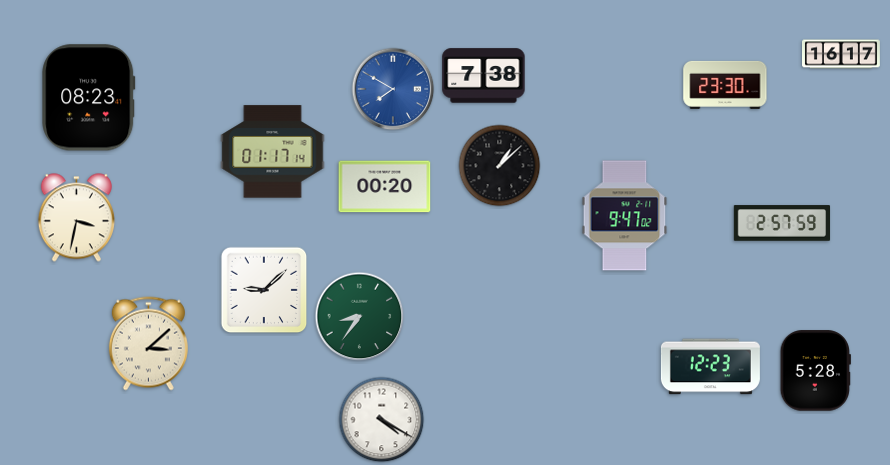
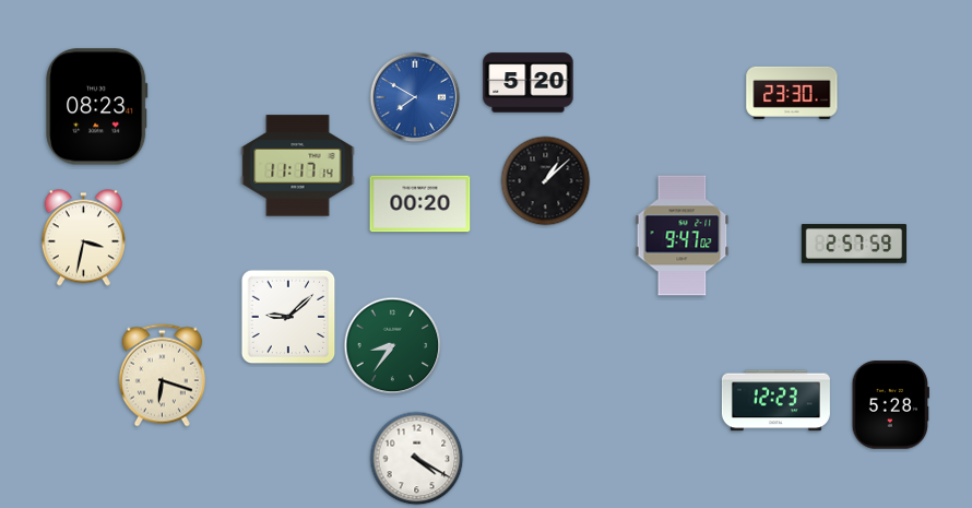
clock at (842, 54): 16:17 -> none
clock at (484, 76): 7:38 -> 5:20
clock at (393, 89) position: (393, 89) -> (415, 97)
clock at (273, 152): 01:17 -> 11:17
clock at (148, 344): 3:08 -> 6:18
